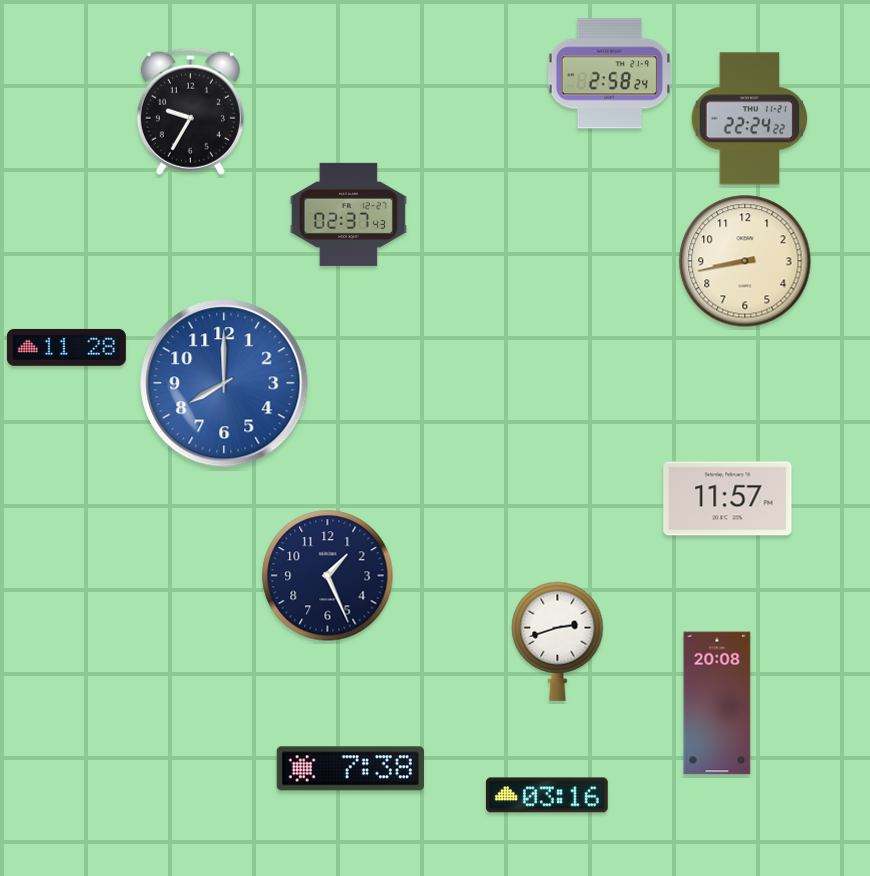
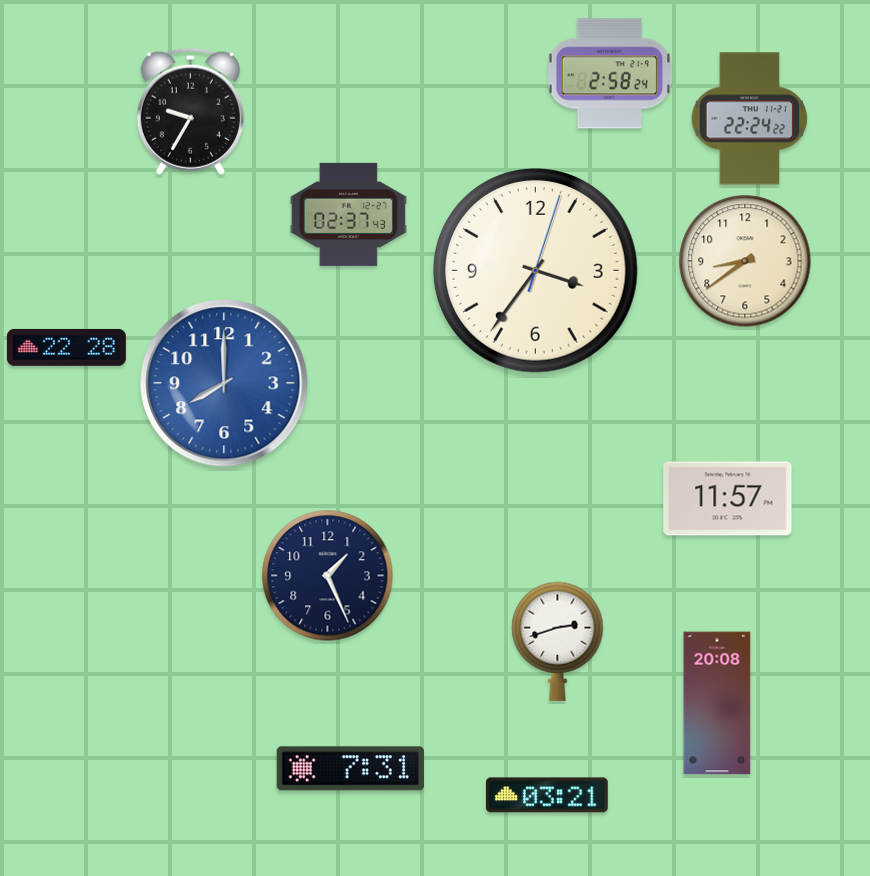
clock at (745, 261): 8:43 -> 8:39
clock at (536, 271): none -> 3:36
clock at (66, 347): 11:28 -> 22:28
clock at (350, 769): 7:38 -> 7:31
clock at (547, 795): 03:16 -> 03:21
